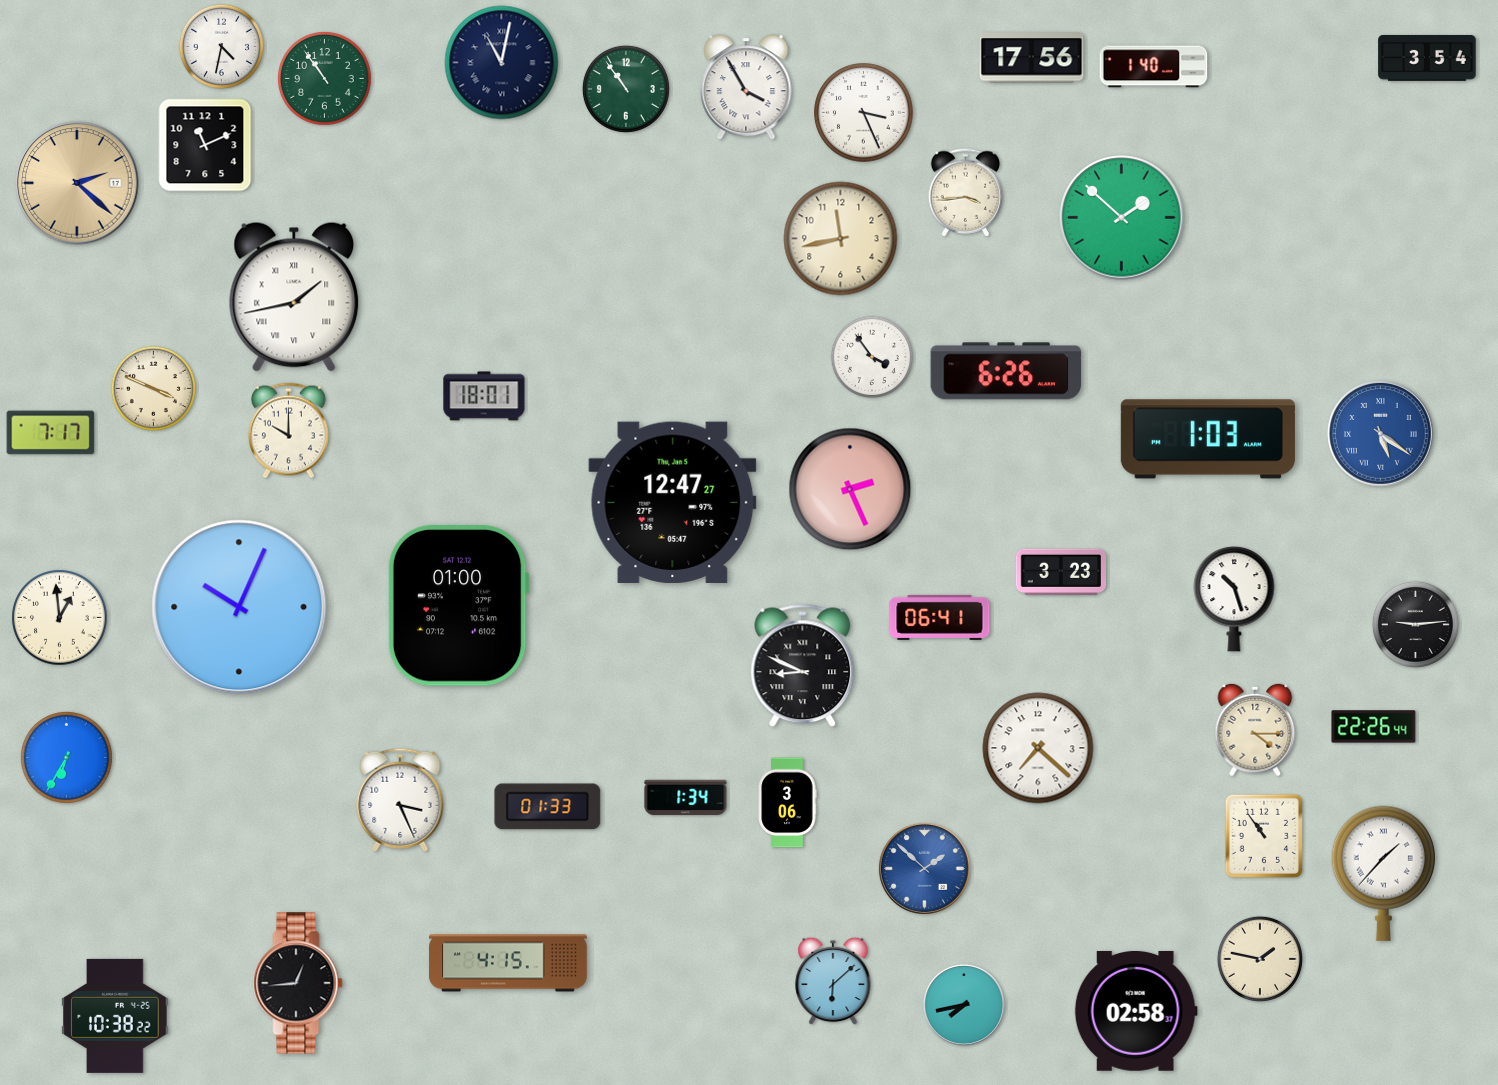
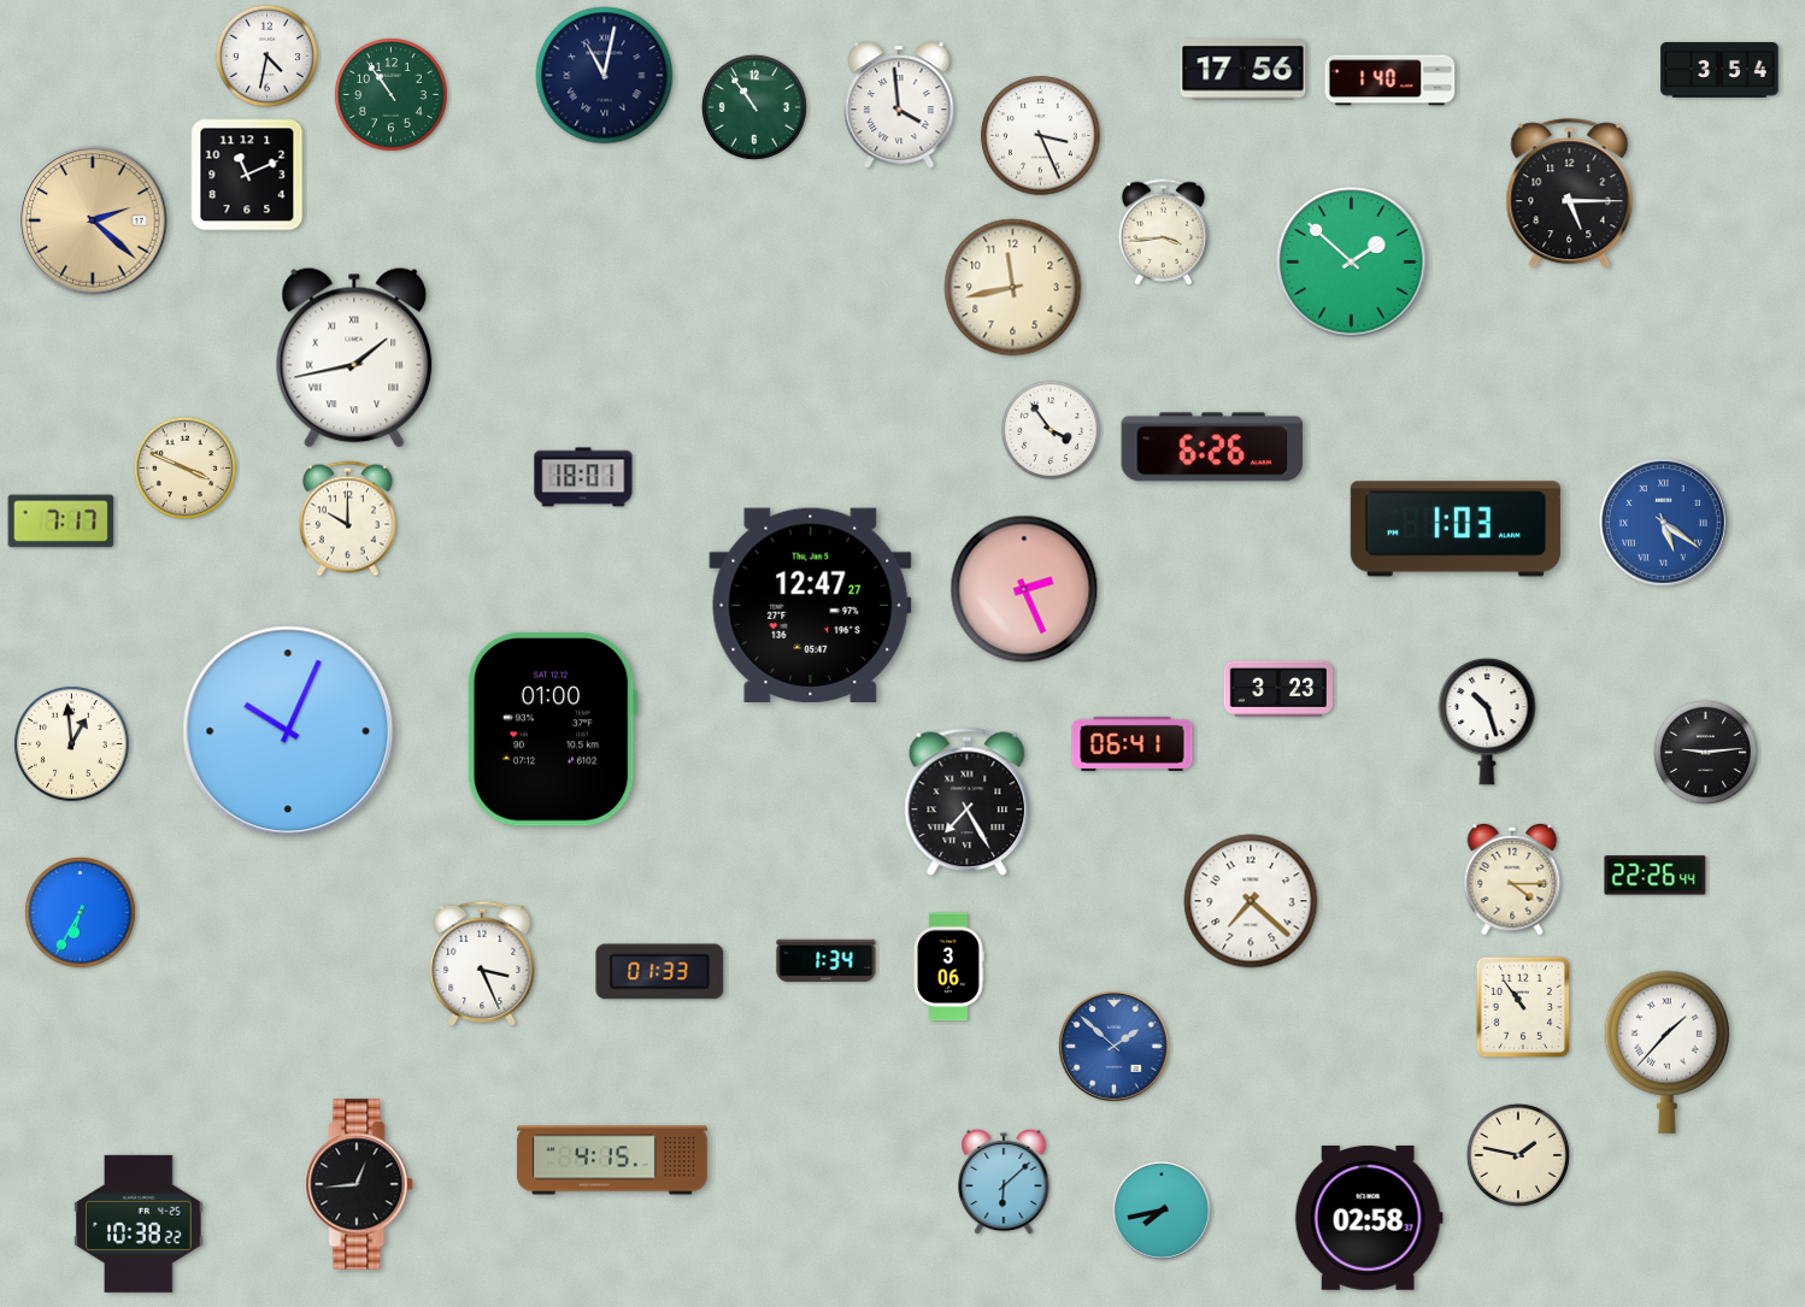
clock at (746, 87): 3:55 -> 3:59
clock at (1570, 194): none -> 5:15
clock at (803, 666): 8:49 -> 7:25
